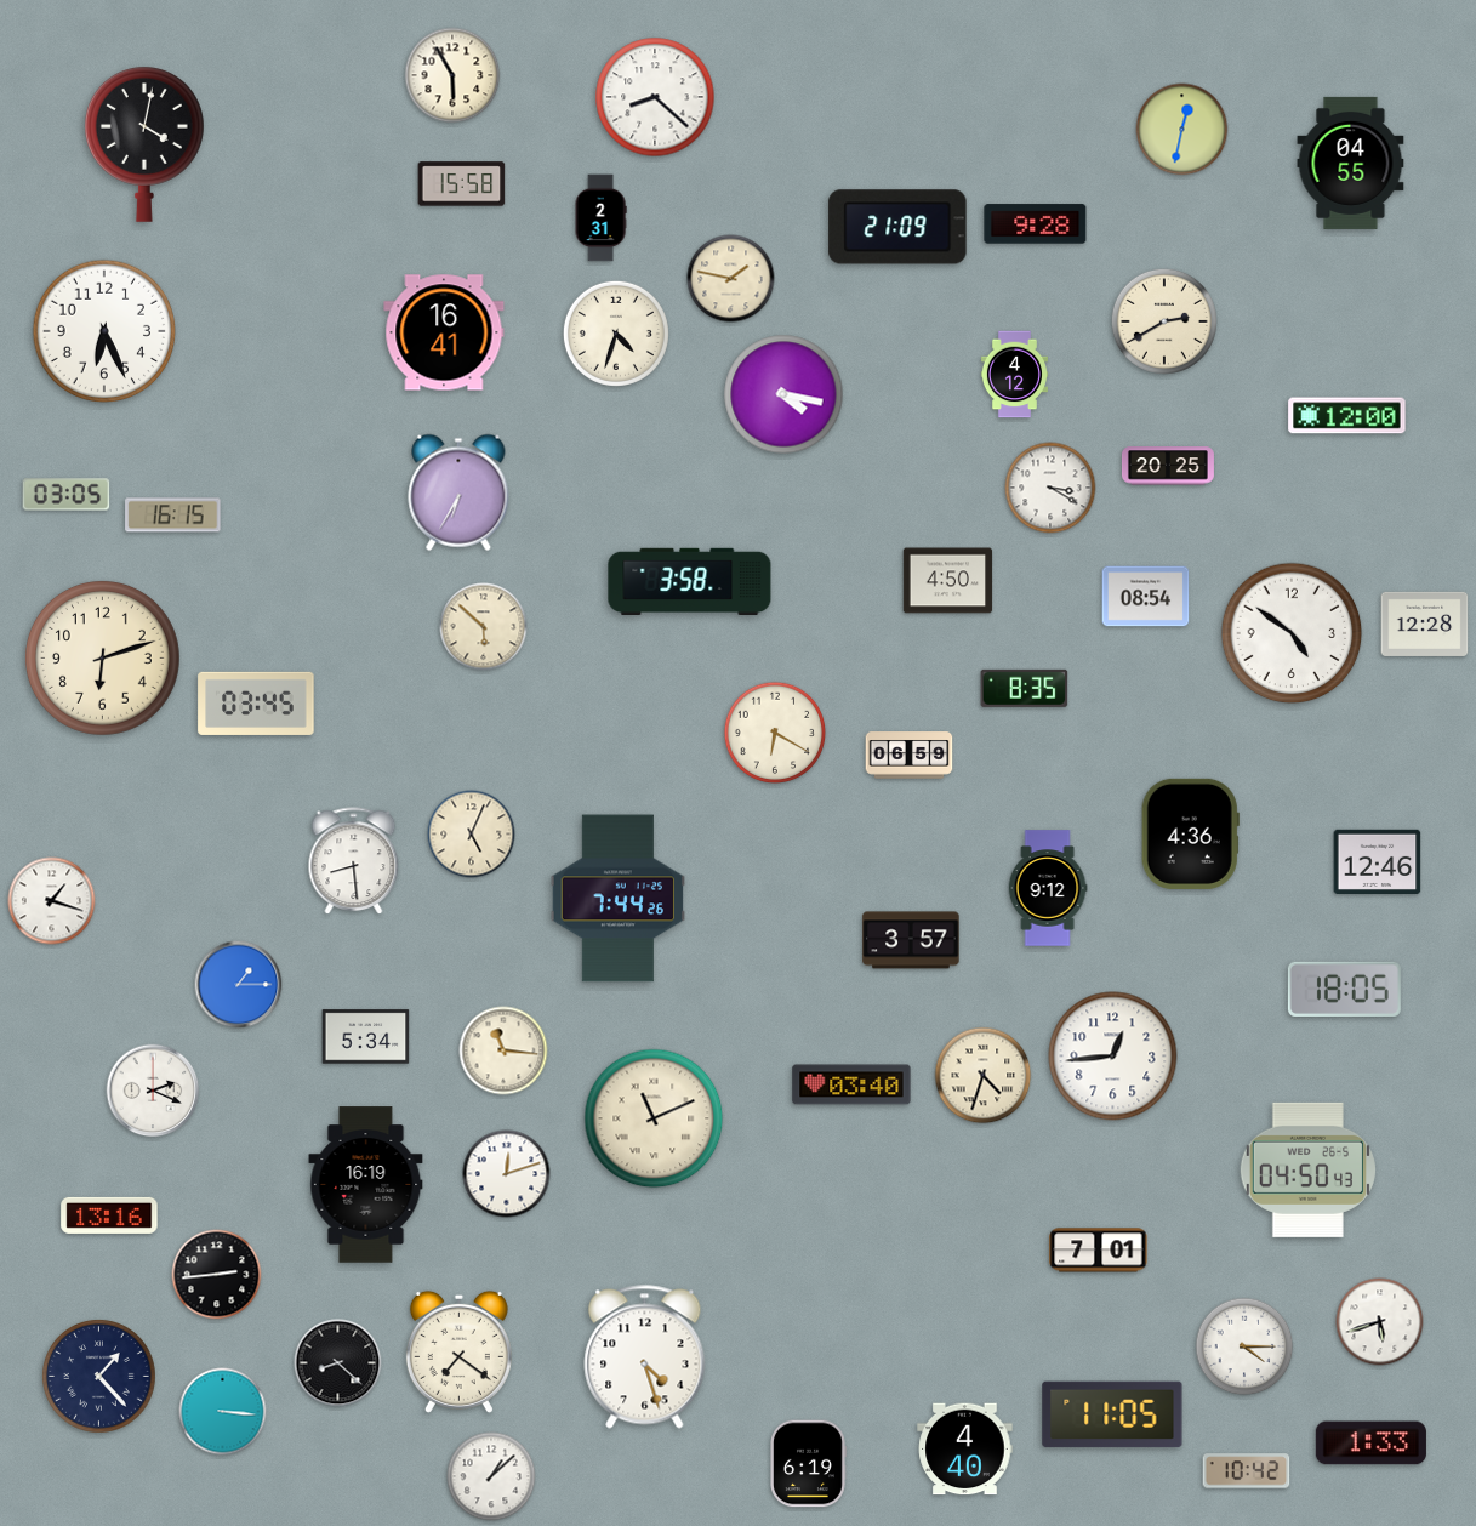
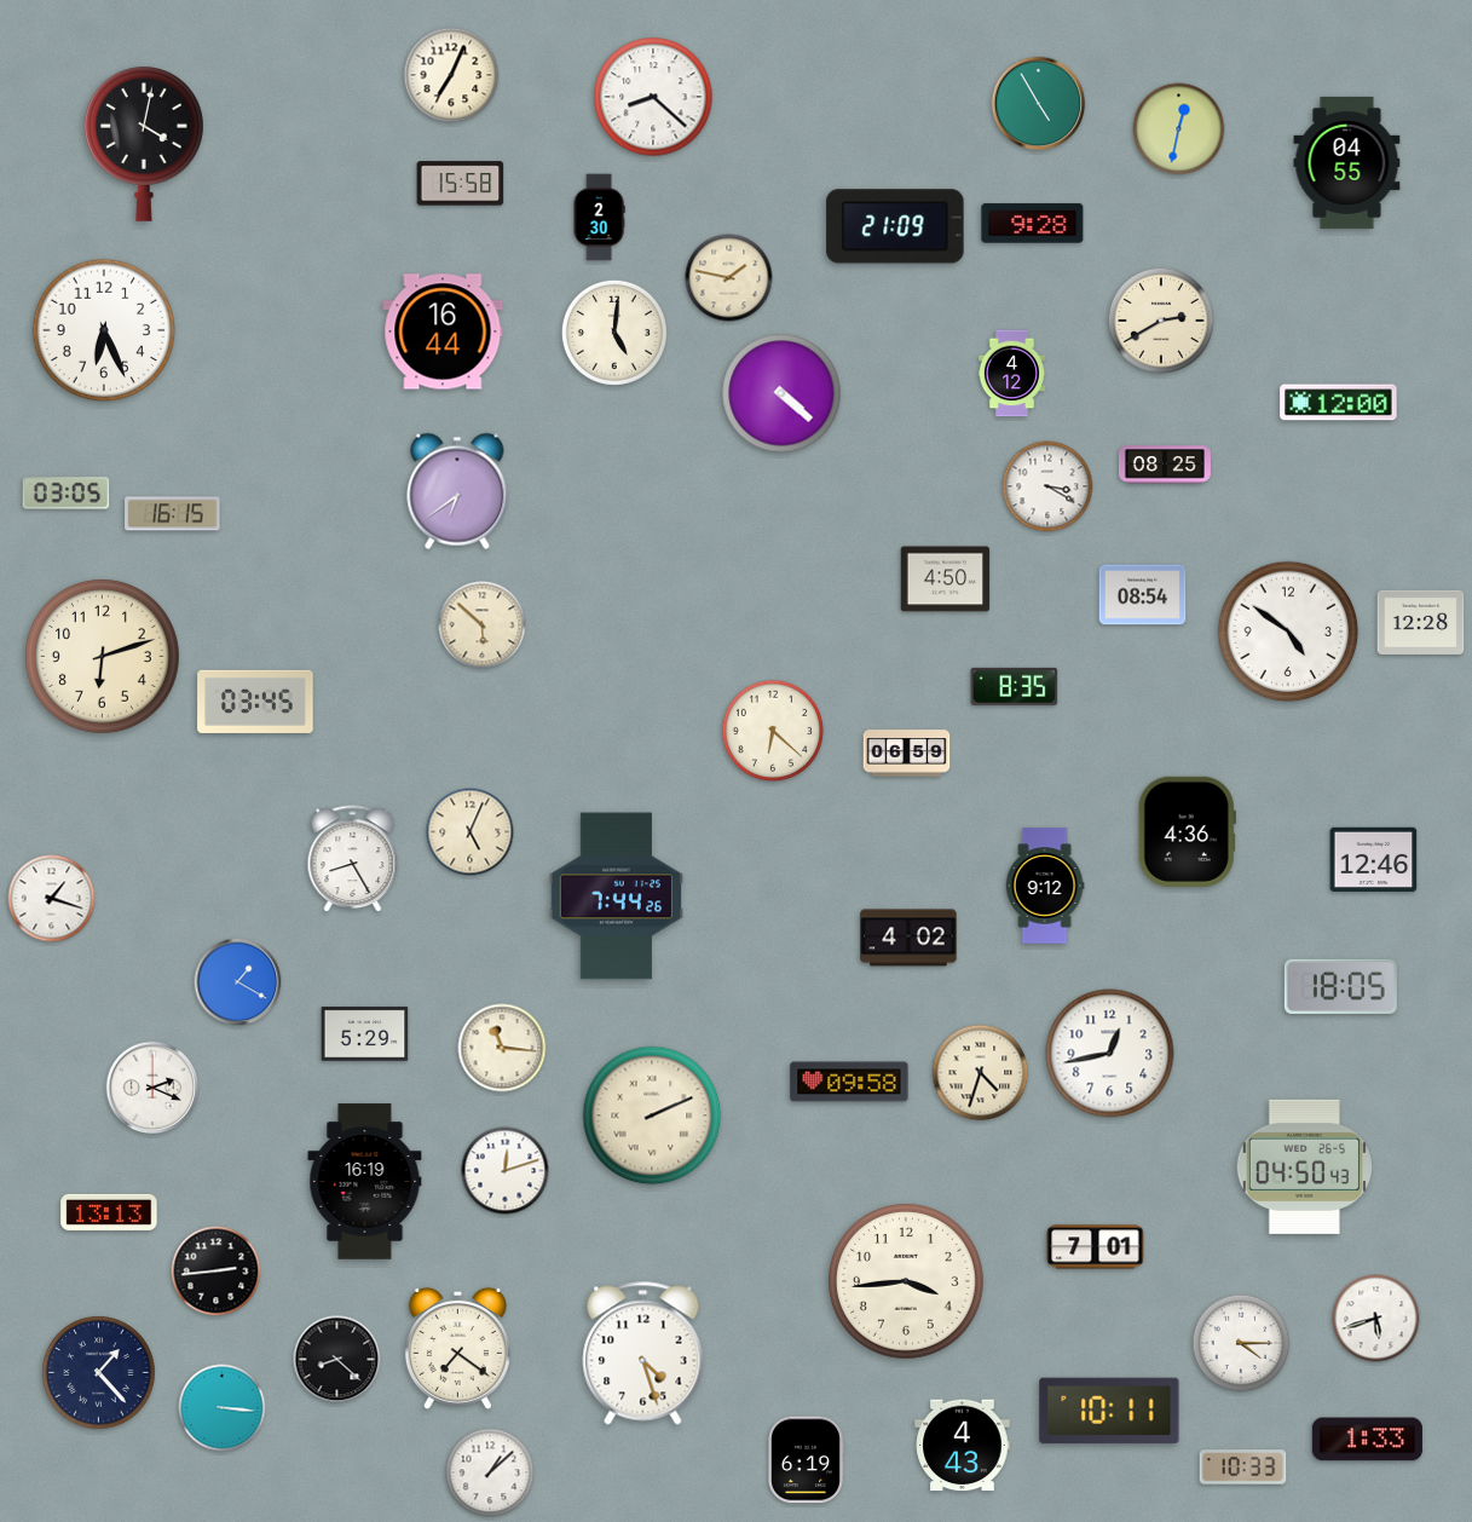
clock at (452, 75): 5:55 -> 7:04
clock at (1039, 104): none -> 4:55
clock at (600, 218): 2:31 -> 2:30
clock at (444, 332): 16:41 -> 16:44
clock at (616, 334): 4:33 -> 5:01
clock at (783, 394): 4:17 -> 4:22
clock at (1347, 416) position: (1347, 416) -> (1339, 403)
clock at (1168, 466): 20:25 -> 08:25
clock at (458, 492): 6:35 -> 6:39
clock at (690, 582): 3:58 -> none
clock at (1025, 688) position: (1025, 688) -> (1015, 686)
clock at (775, 733): 6:20 -> 6:22
clock at (354, 860): 8:29 -> 8:25
clock at (911, 940): 3:57 -> 4:02
clock at (239, 985): 1:15 -> 1:20
clock at (366, 1037): 5:34 -> 5:29
clock at (1113, 1057): 12:44 -> 12:43
clock at (851, 1084): 03:40 -> 09:58
clock at (654, 1118): 11:11 -> 2:11
clock at (109, 1215): 13:16 -> 13:13
clock at (907, 1282): none -> 3:44
clock at (1112, 1414): 11:05 -> 10:11
clock at (965, 1450): 4:40 -> 4:43
clock at (1247, 1471): 10:42 -> 10:33
